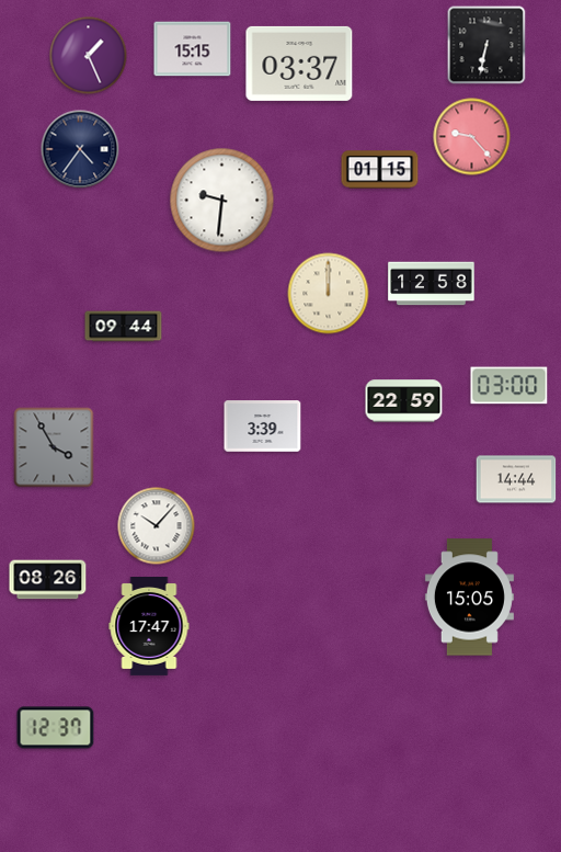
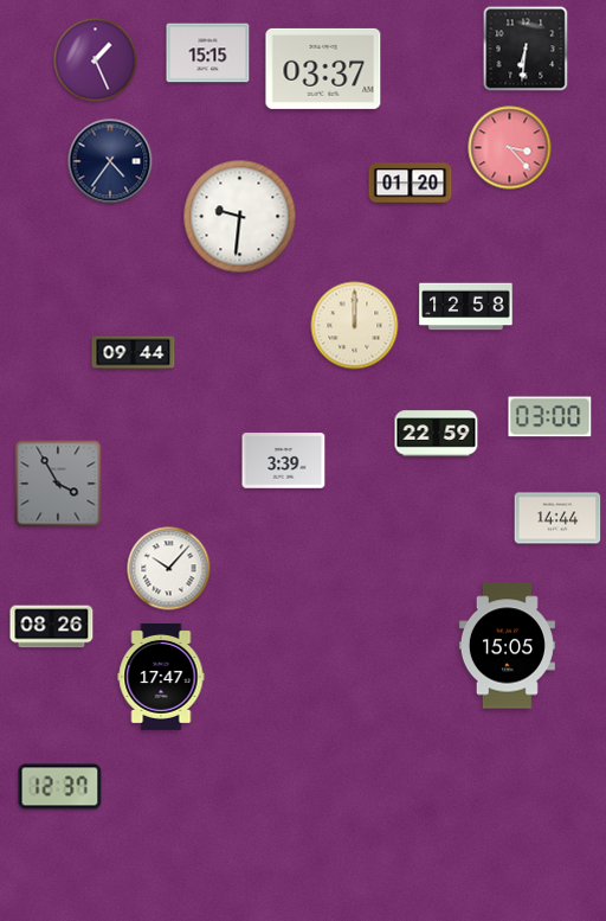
clock at (486, 45): 6:32 -> 6:31
clock at (472, 137): 9:23 -> 3:23
clock at (80, 149) position: (80, 149) -> (110, 161)
clock at (380, 170): 01:15 -> 01:20
clock at (329, 294) position: (329, 294) -> (355, 326)
